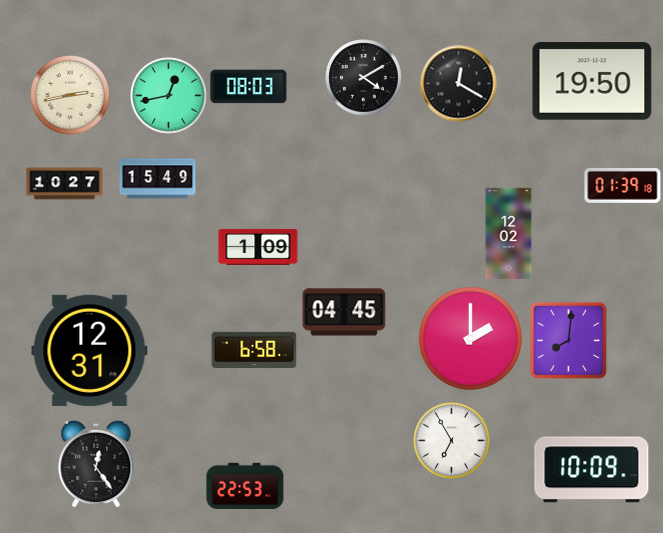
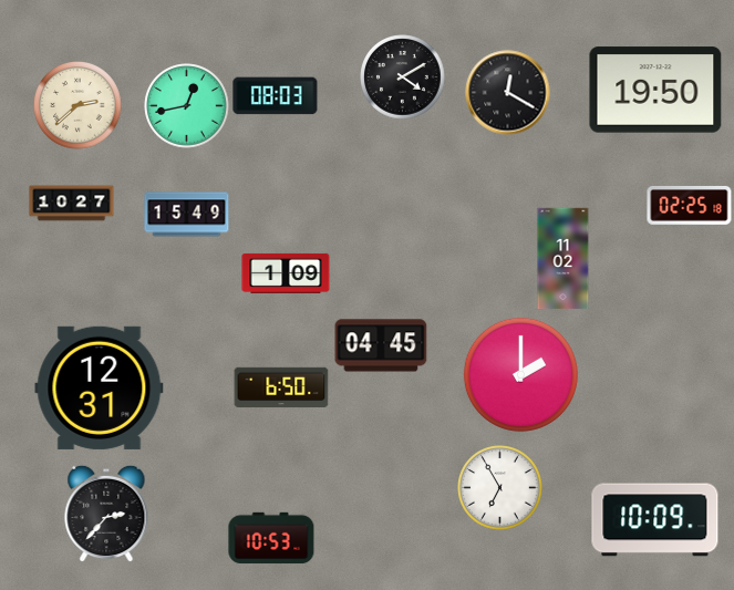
clock at (364, 78) position: (364, 78) -> (403, 77)
clock at (71, 96): 2:43 -> 2:38
clock at (158, 179) position: (158, 179) -> (187, 215)
clock at (623, 185): 01:39 -> 02:25
clock at (509, 234): 12:02 -> 11:02
clock at (568, 340): 8:01 -> none
clock at (254, 350): 6:58 -> 6:50
clock at (96, 464): 12:24 -> 2:37
clock at (245, 486): 22:53 -> 10:53
